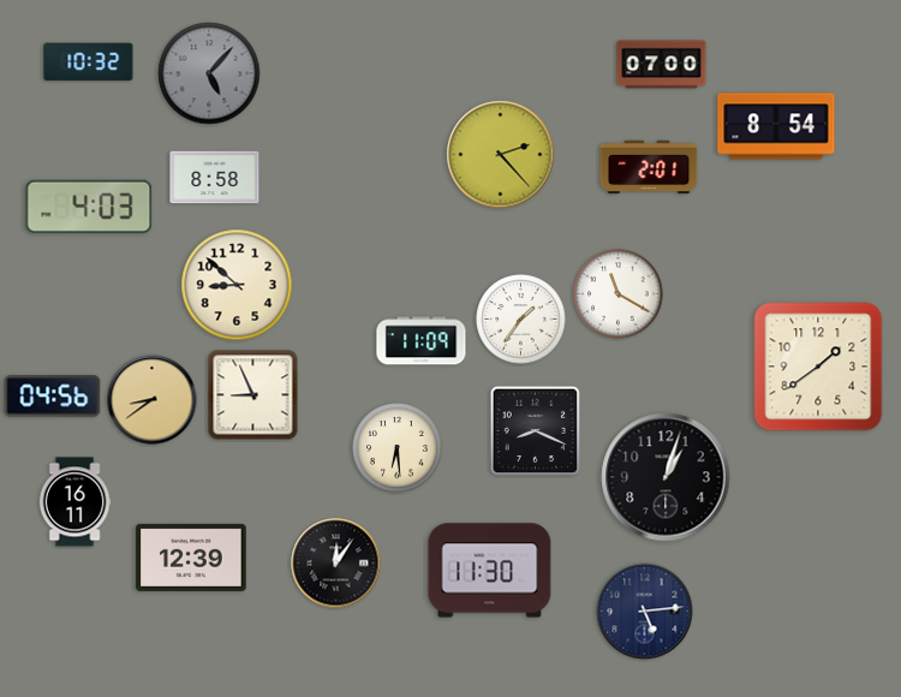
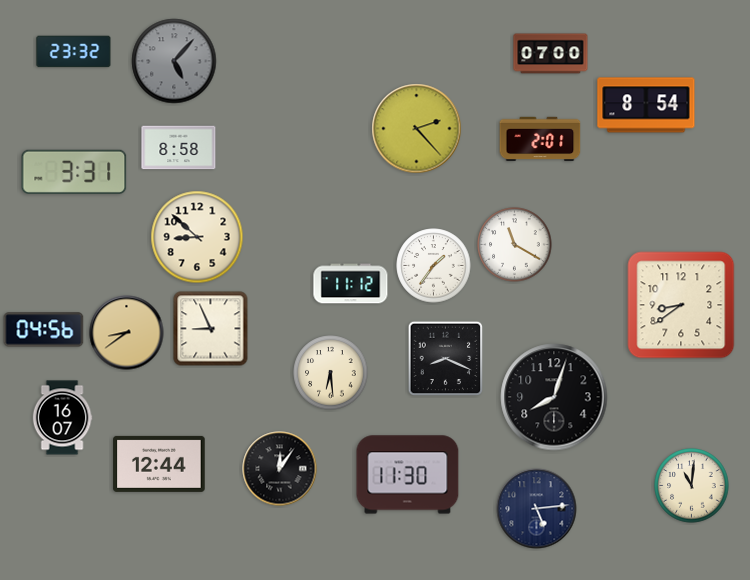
clock at (89, 62): 10:32 -> 23:32
clock at (89, 207): 4:03 -> 3:31
clock at (422, 341): 11:09 -> 11:12
clock at (818, 367): 1:39 -> 8:39
clock at (666, 477): 1:03 -> 8:03
clock at (74, 502): 16:11 -> 16:07
clock at (191, 558): 12:39 -> 12:44
clock at (692, 486): none -> 11:01
